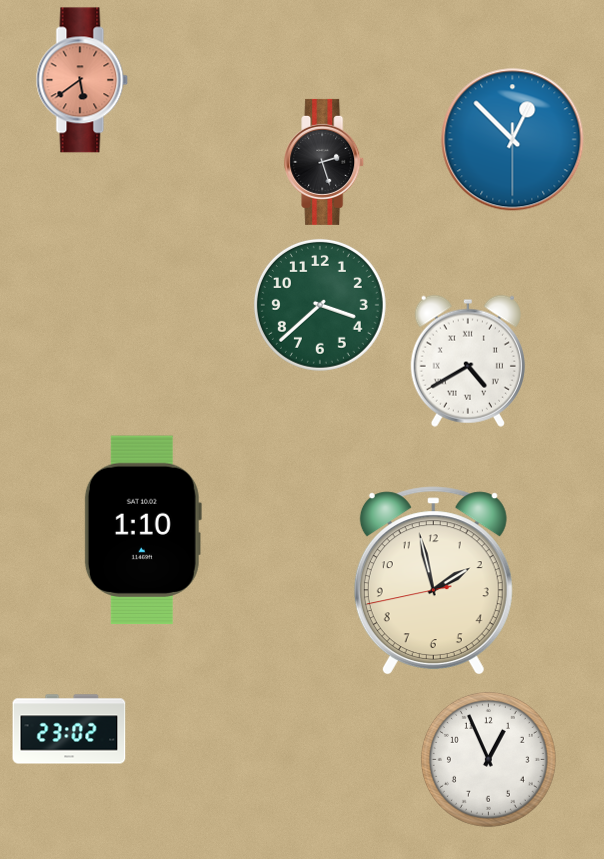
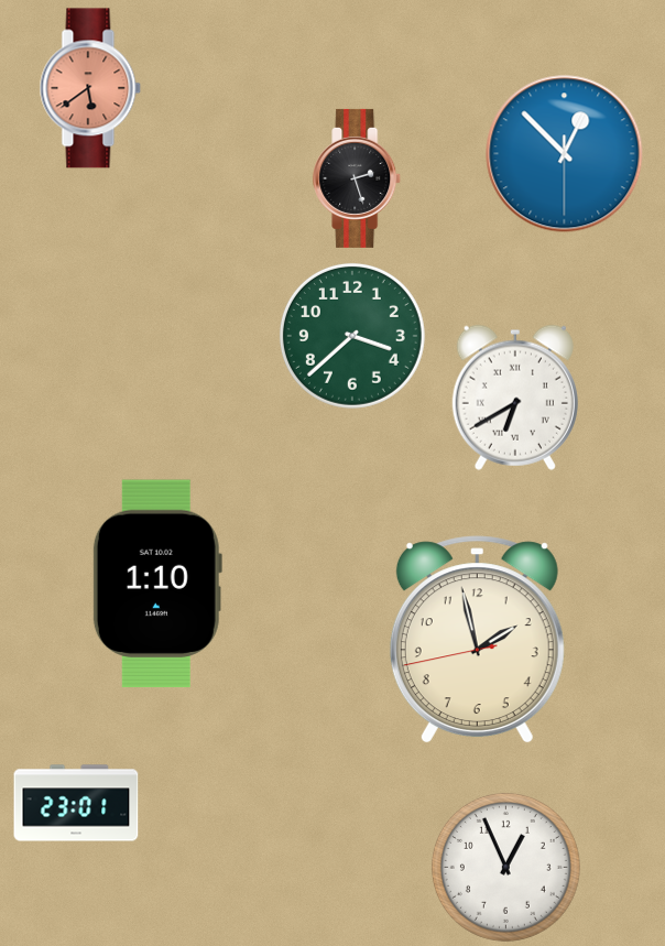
clock at (468, 361): 4:40 -> 6:40
clock at (69, 729): 23:02 -> 23:01
clock at (488, 759) position: (488, 759) -> (505, 867)
